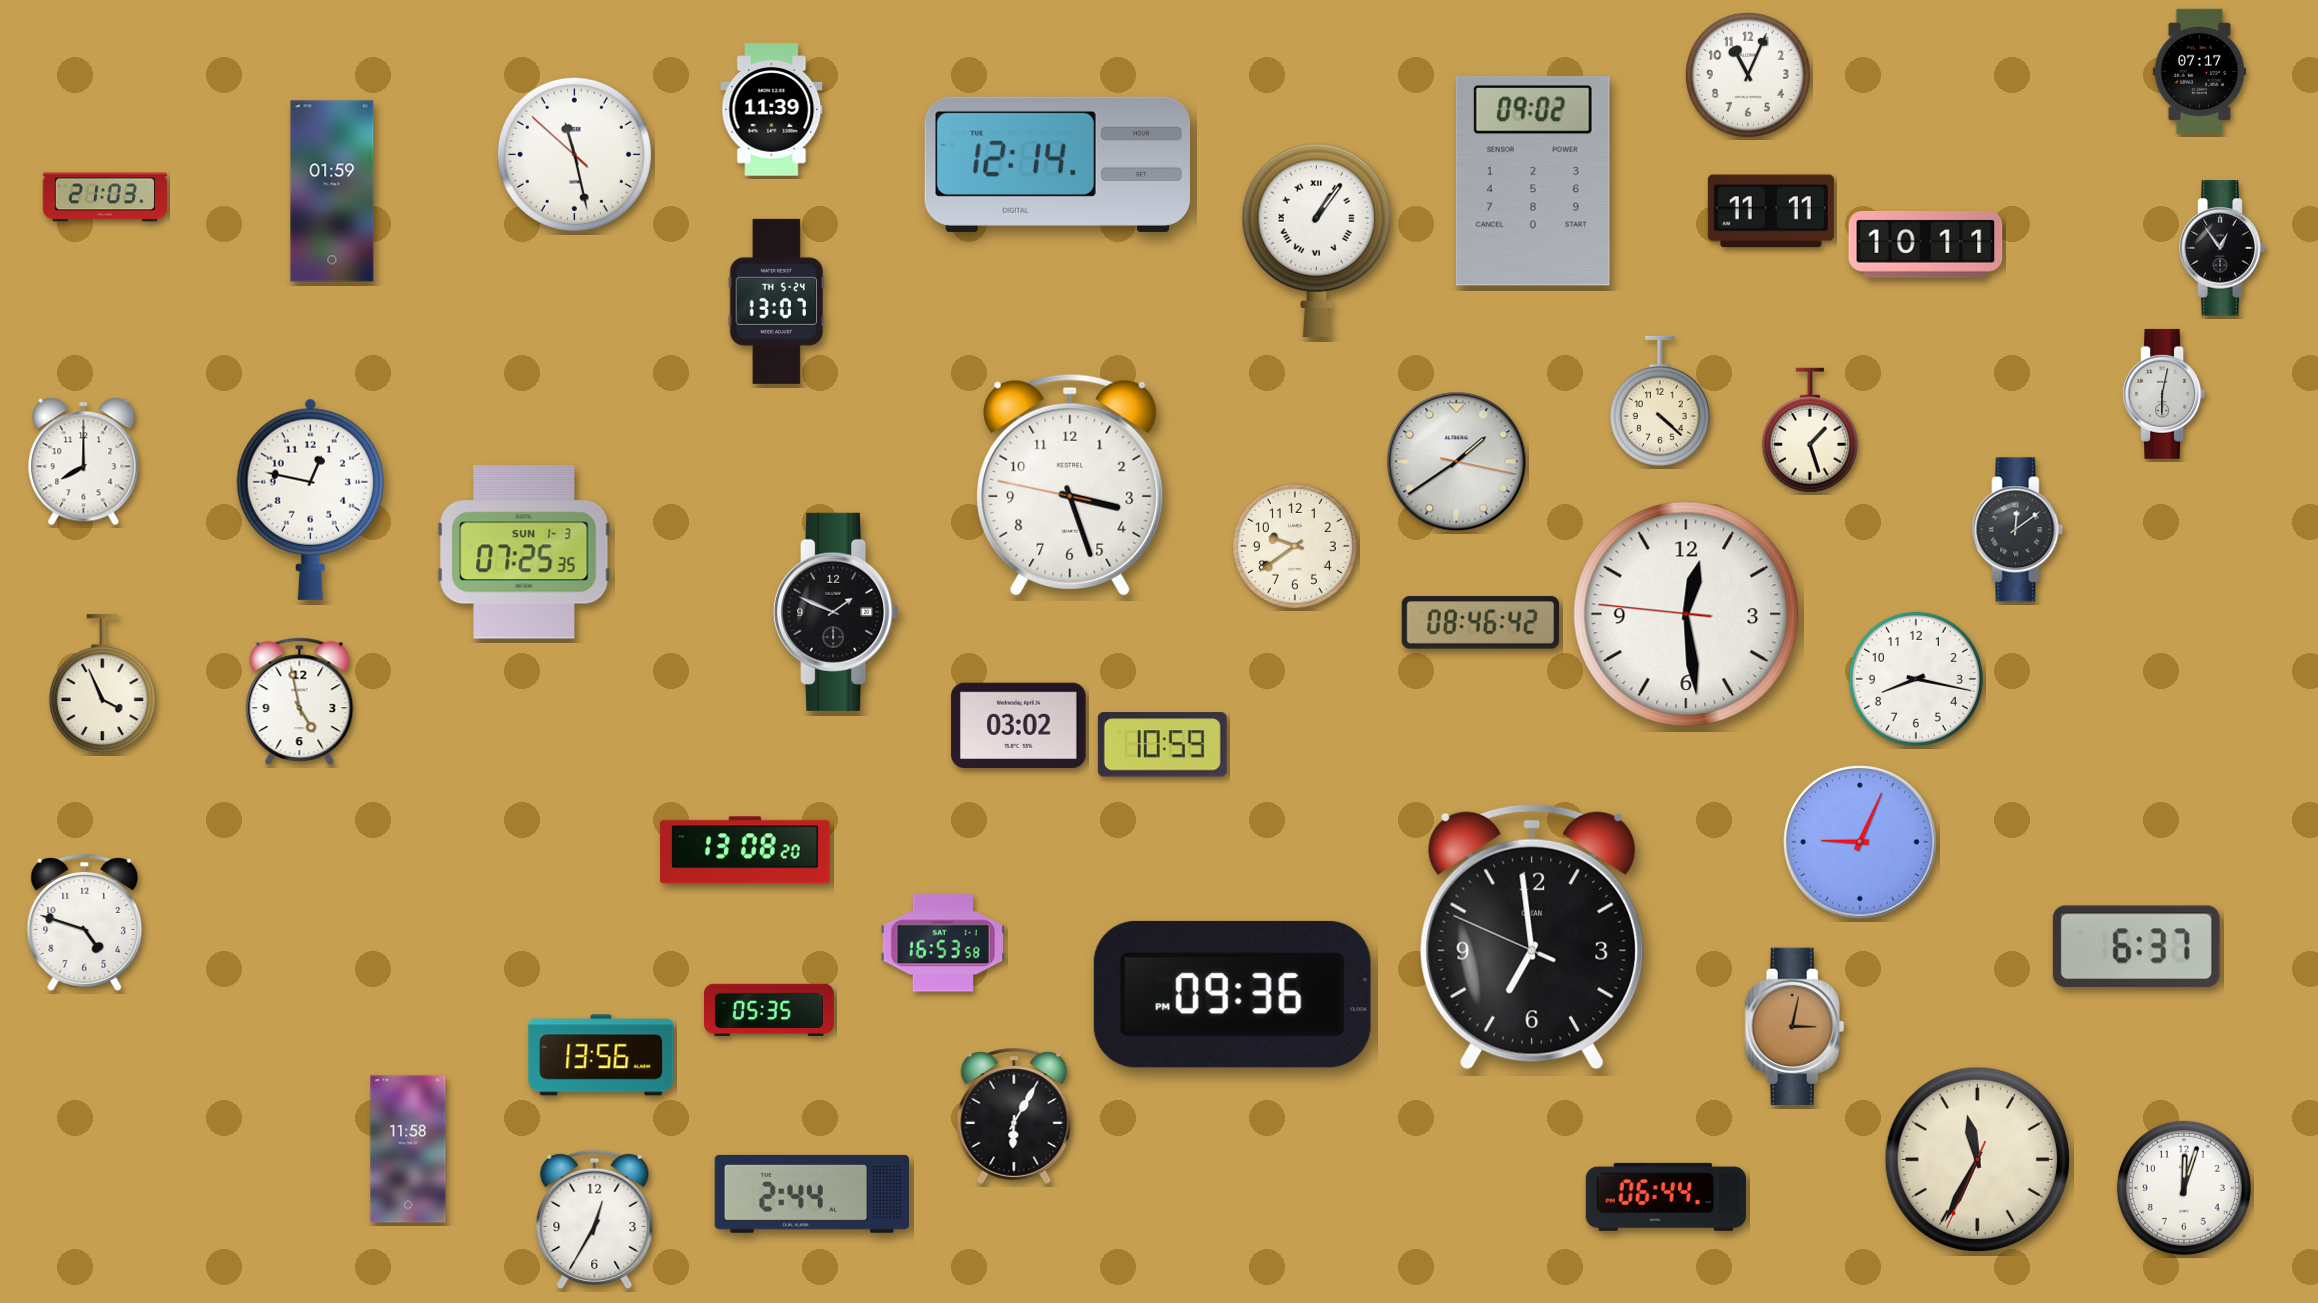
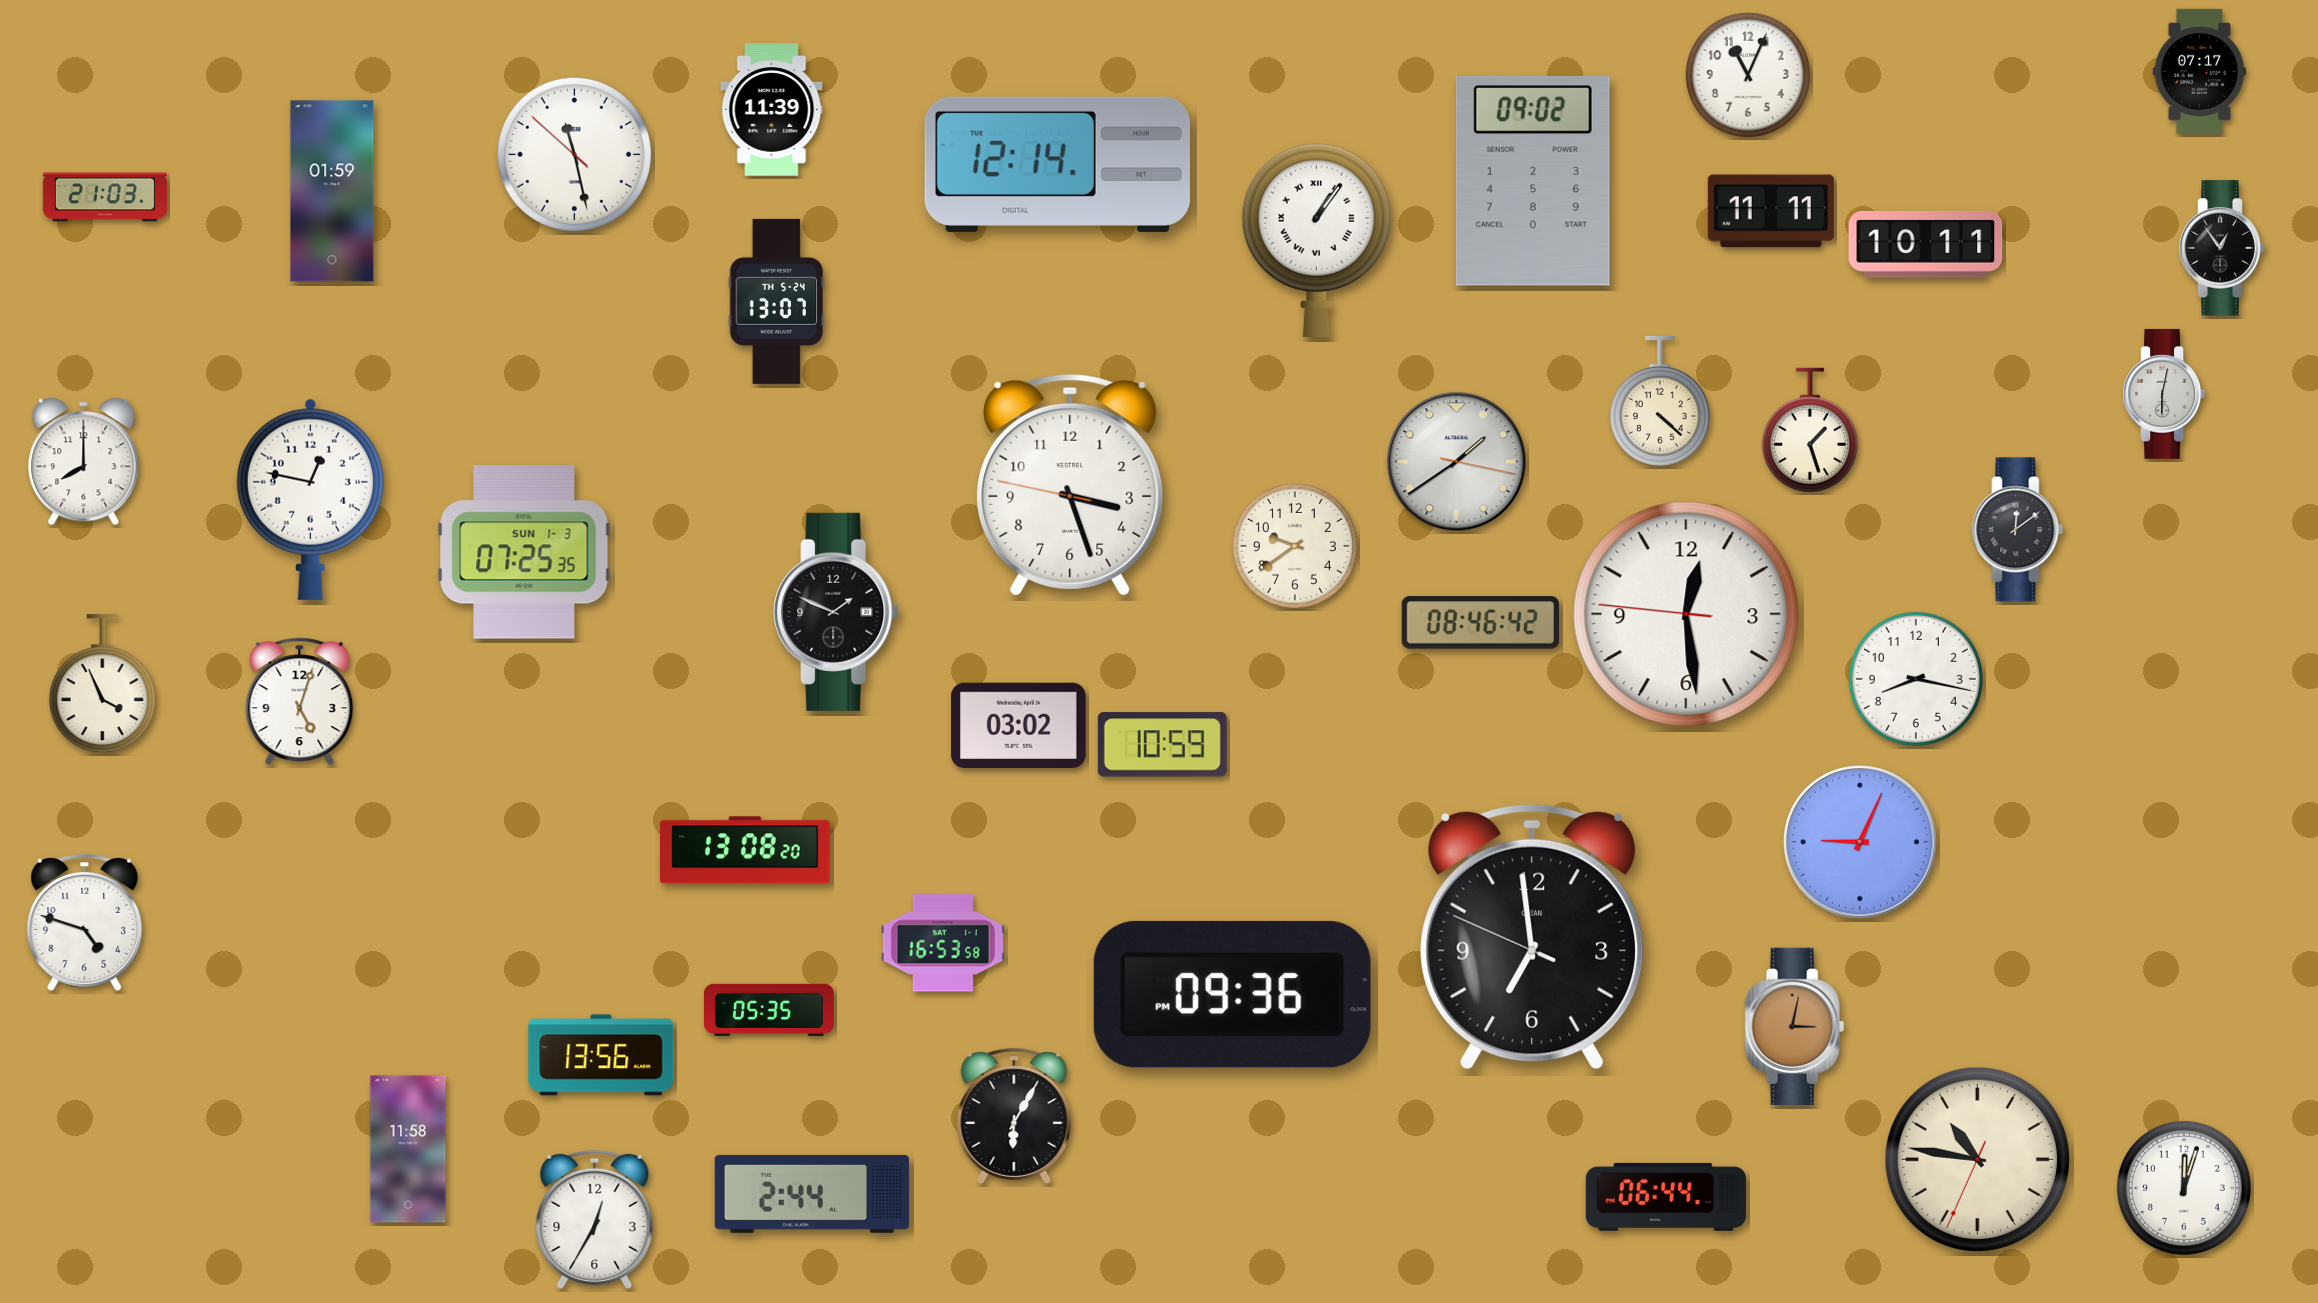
clock at (300, 702): 4:58 -> 5:03
clock at (2136, 946): 6:37 -> none
clock at (1977, 1159): 11:34 -> 10:46
